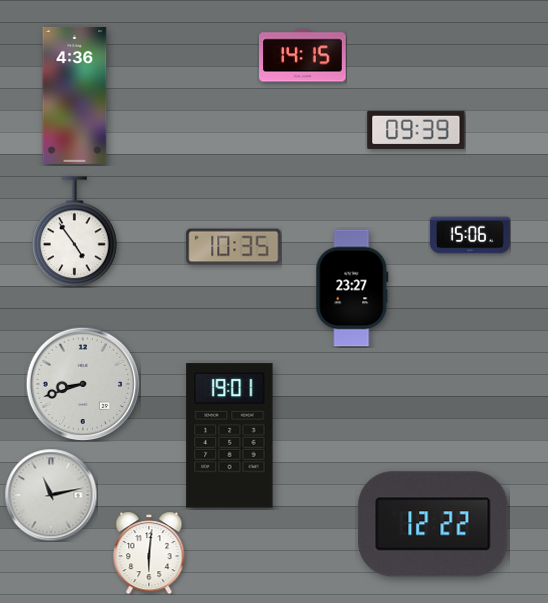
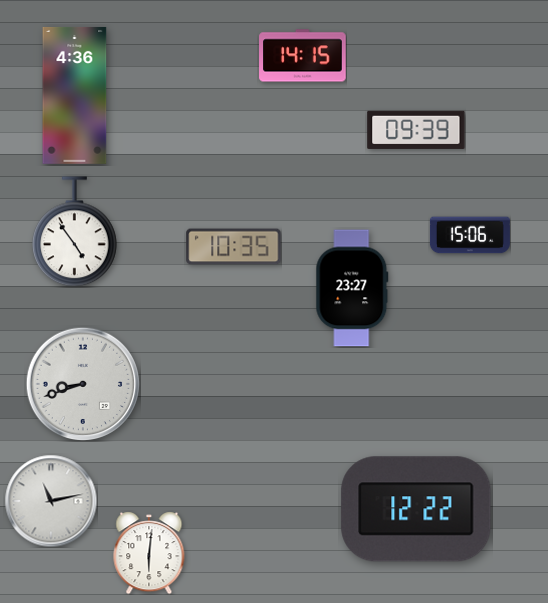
clock at (230, 436): 19:01 -> none
clock at (51, 495) position: (51, 495) -> (51, 501)
clock at (433, 524) position: (433, 524) -> (416, 509)
